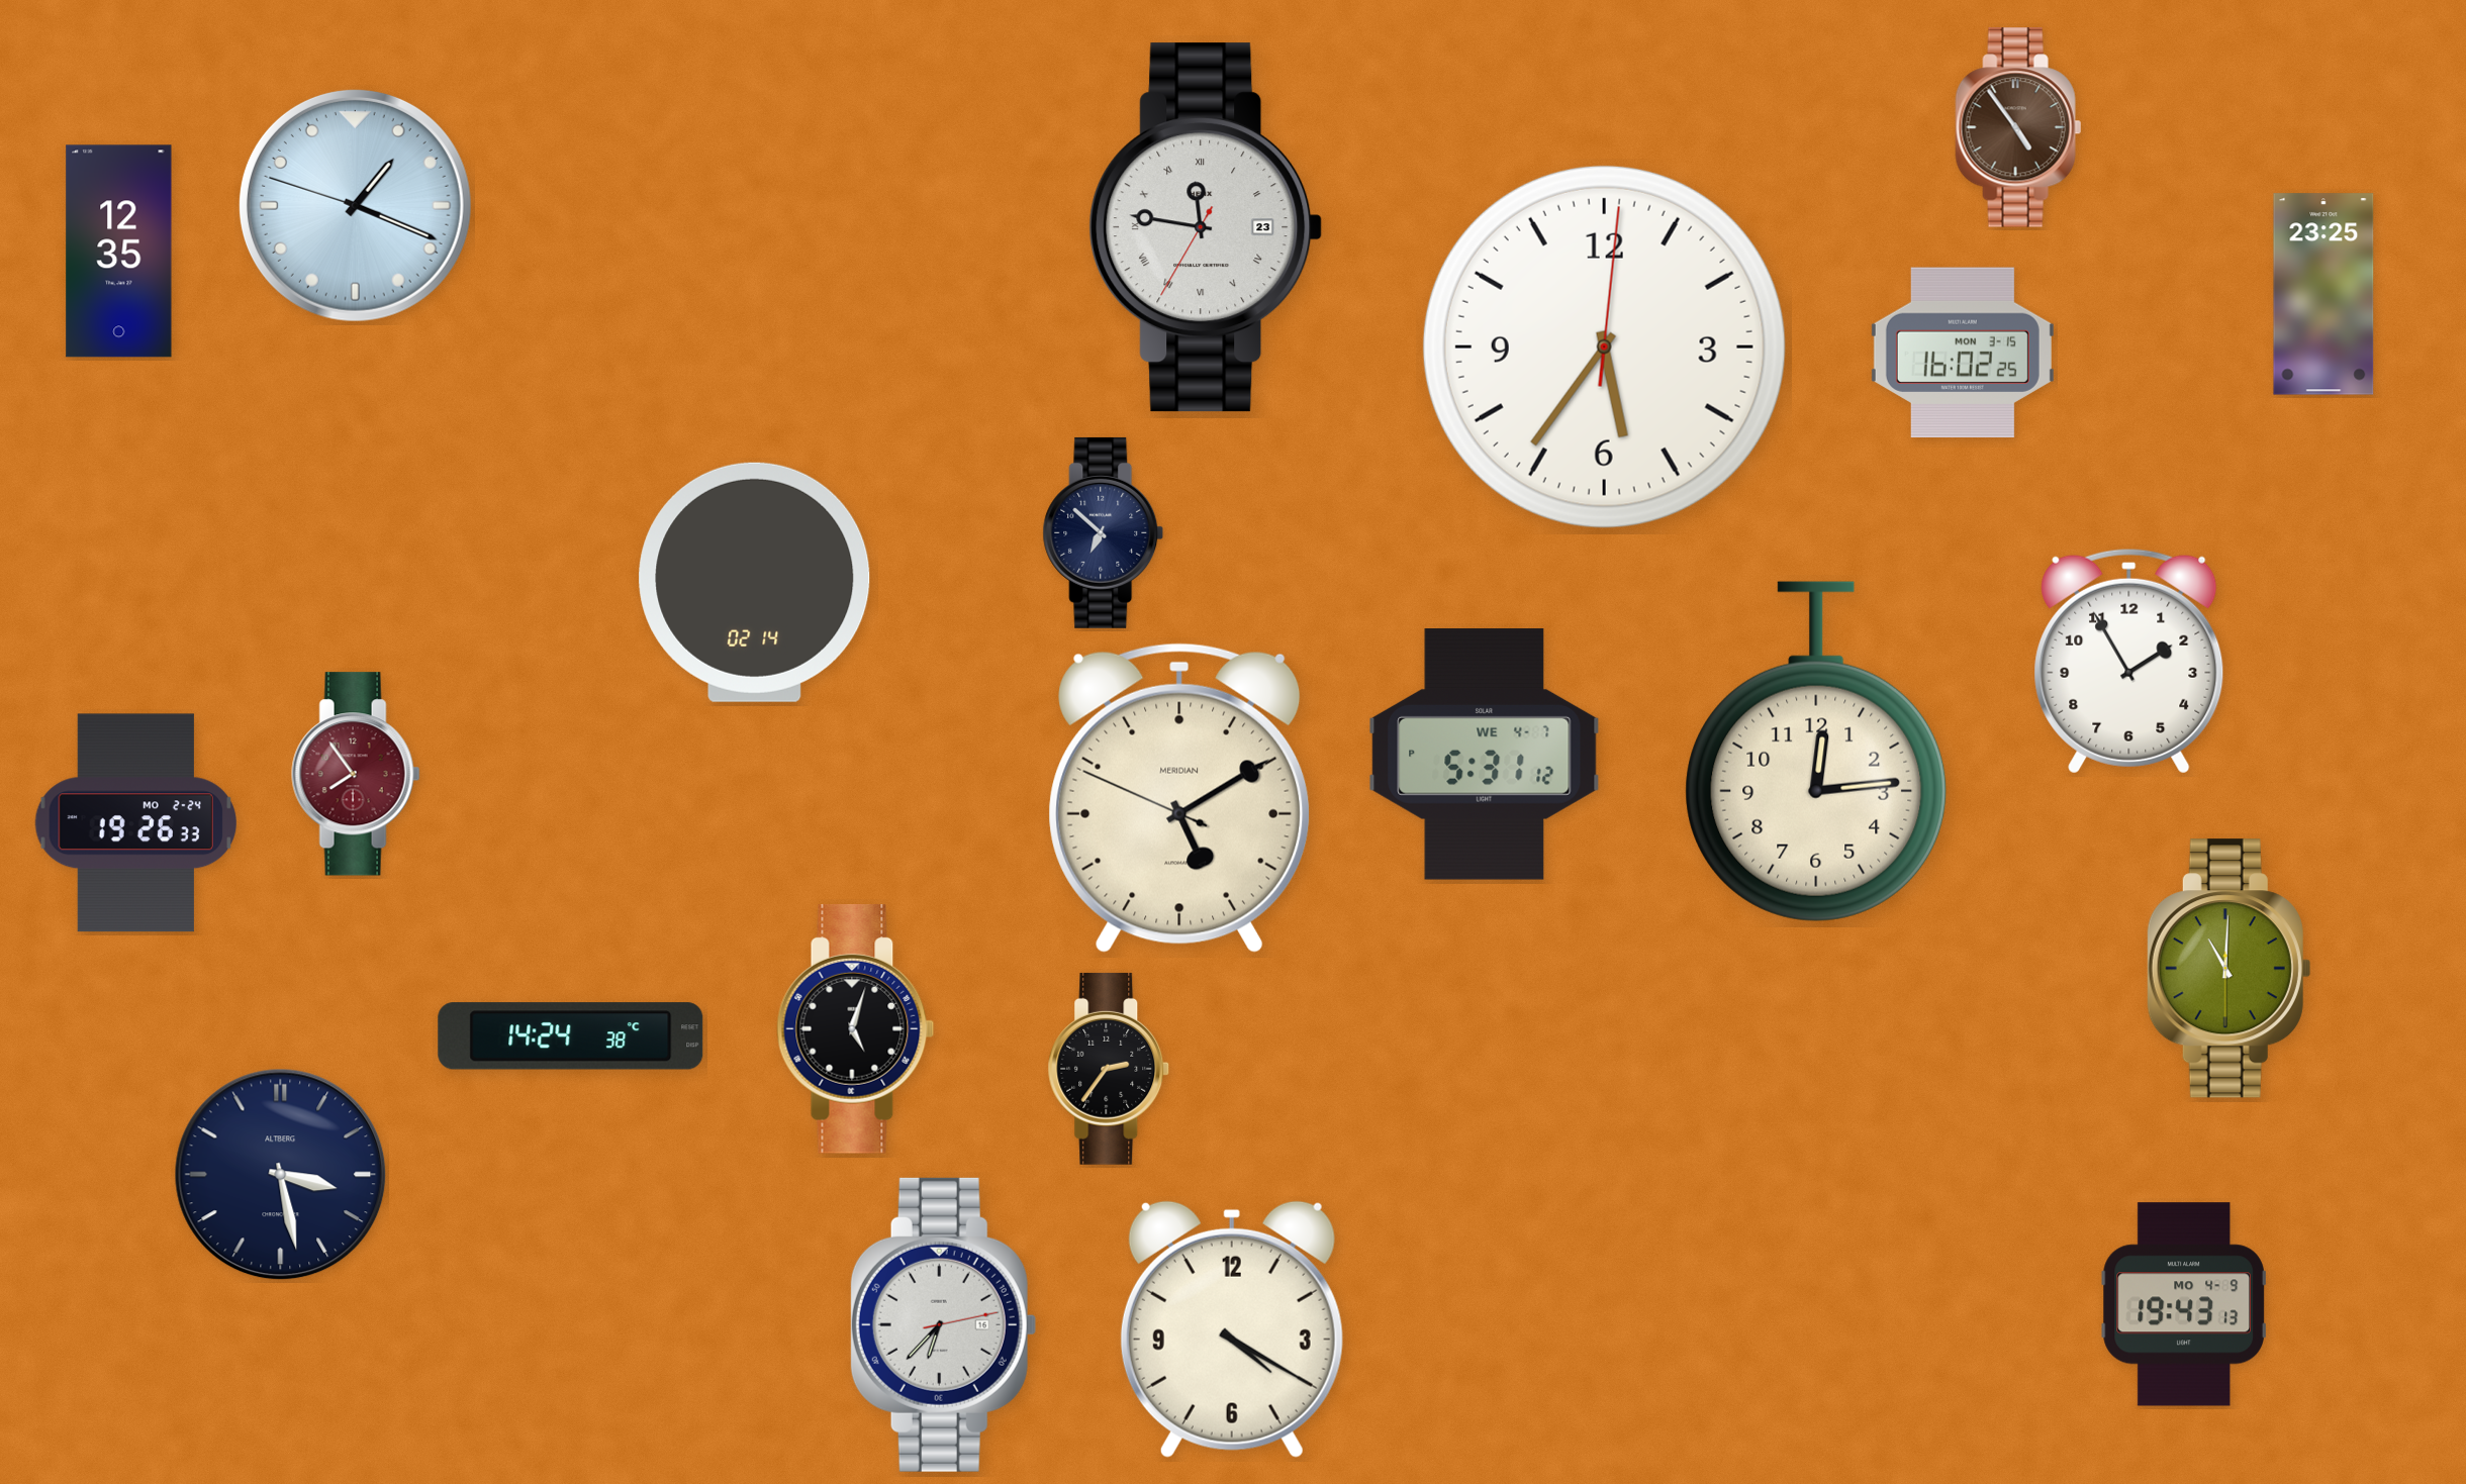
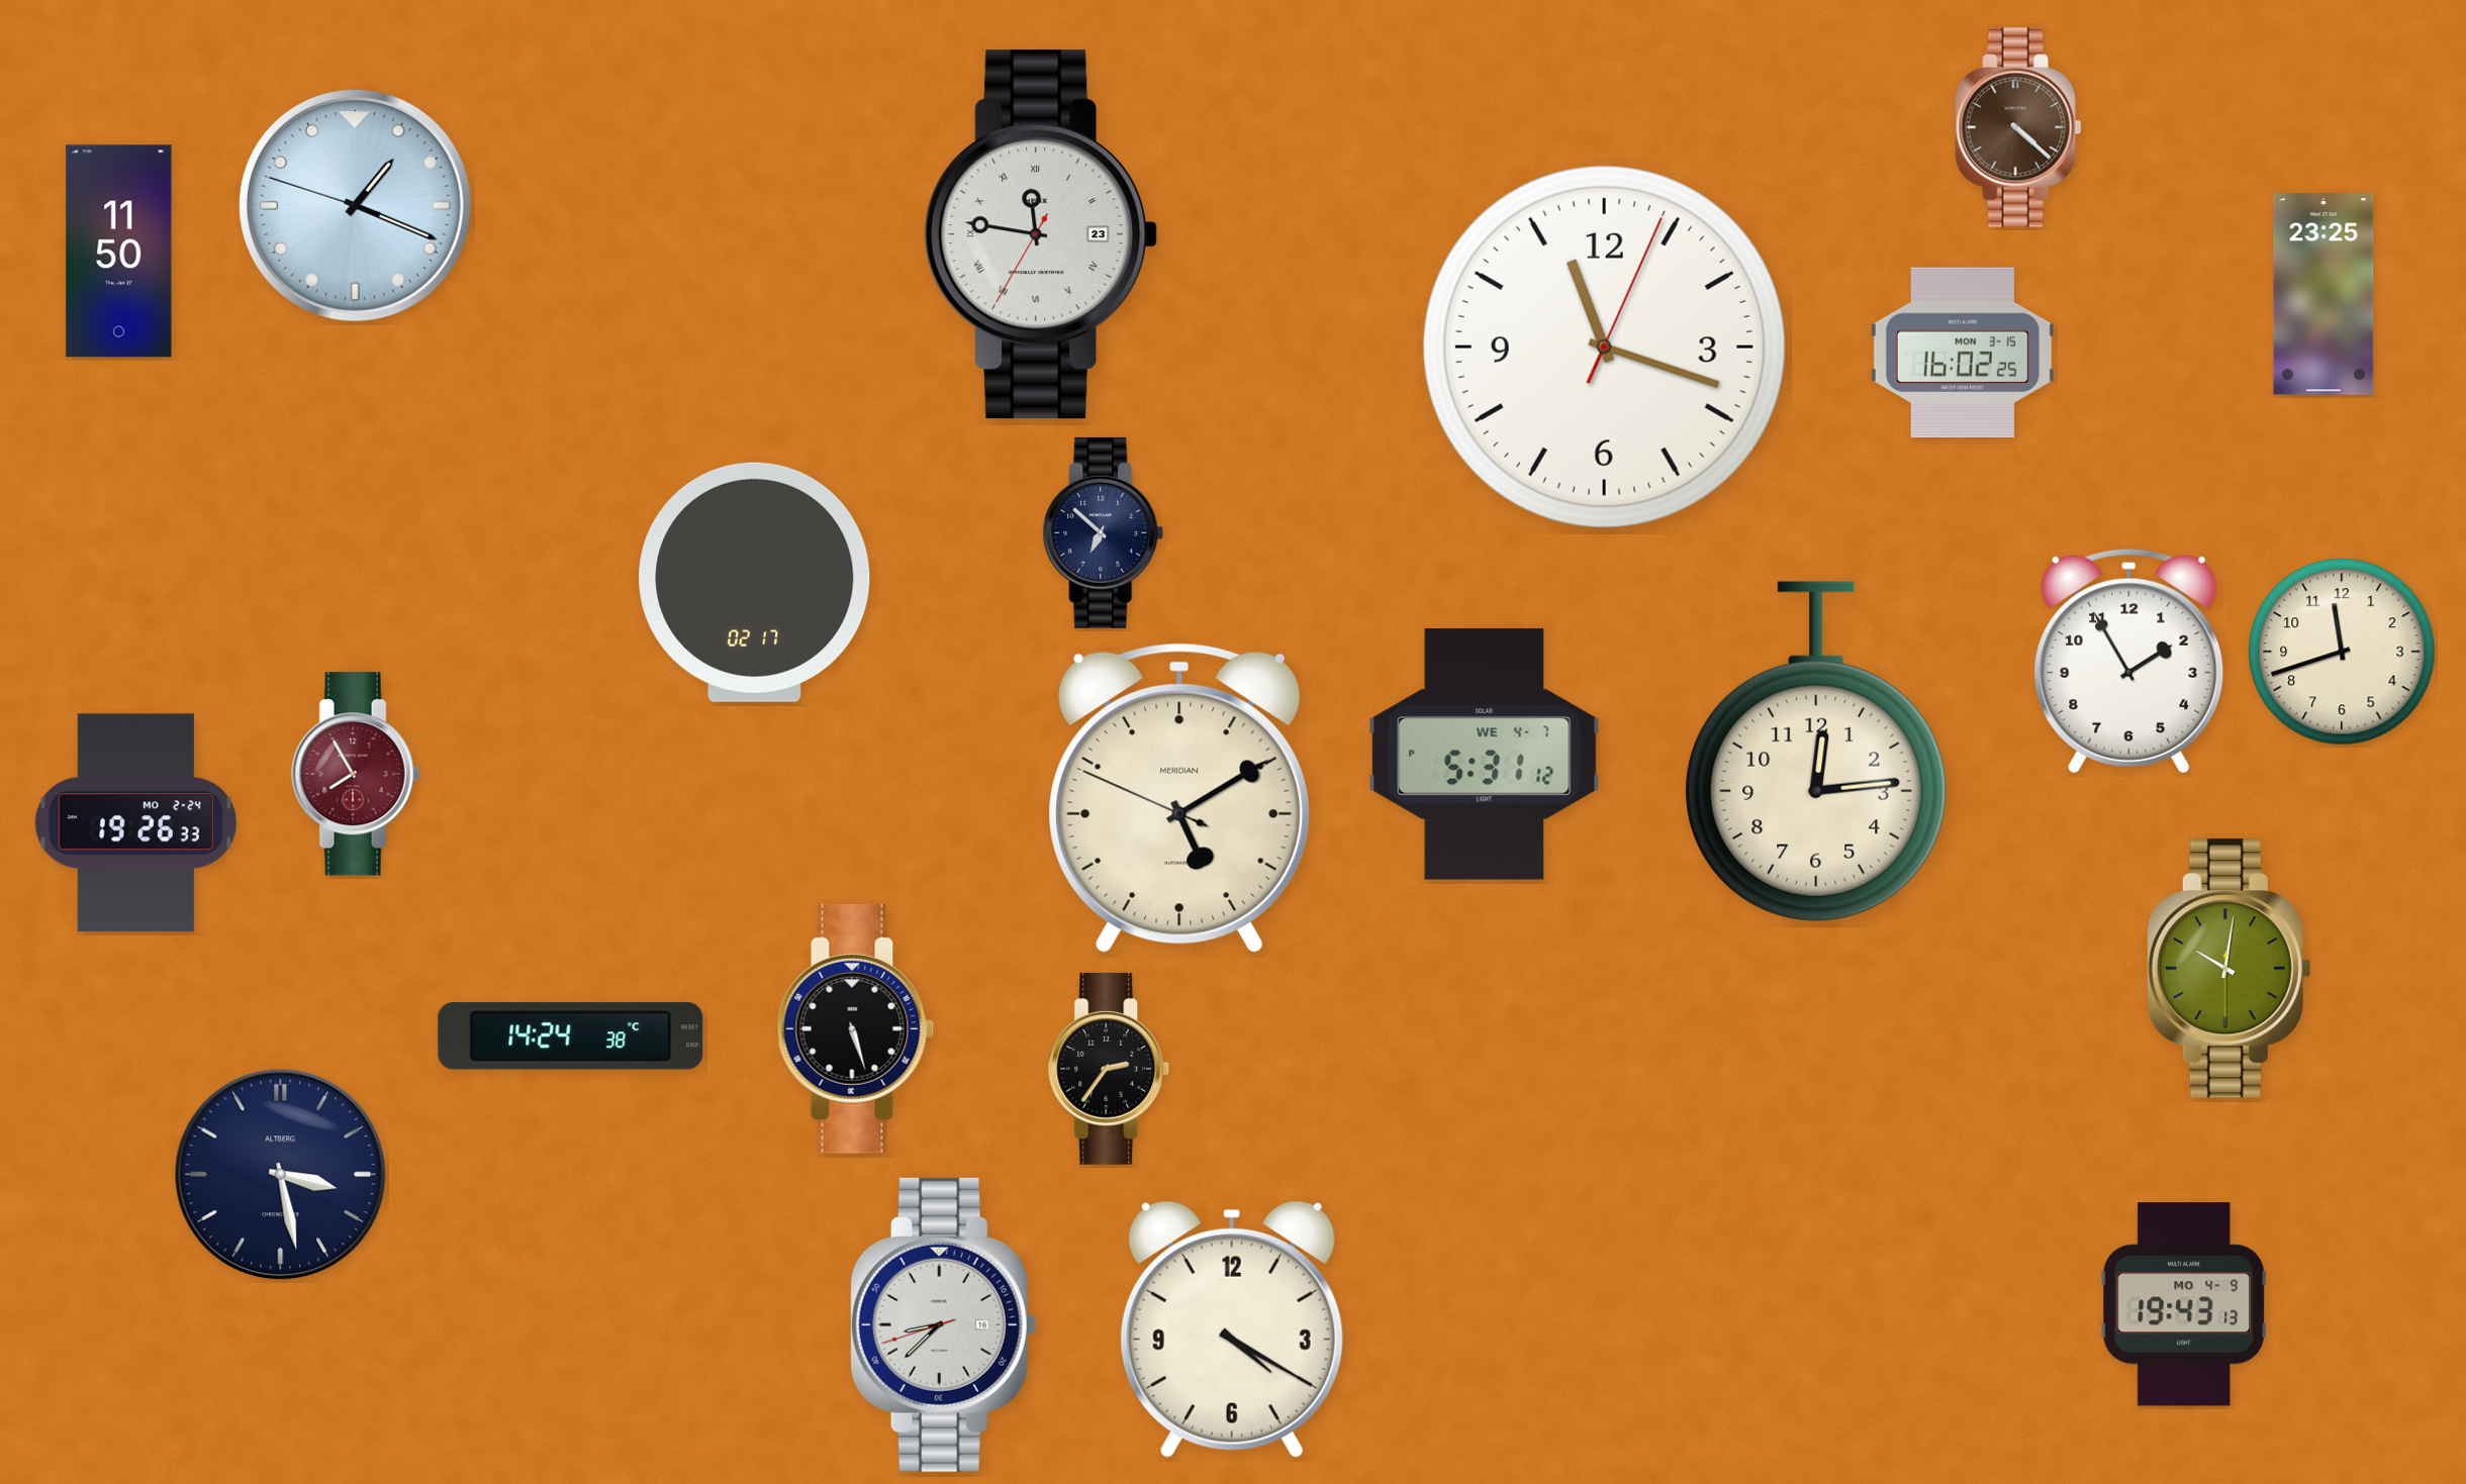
clock at (2018, 127): 4:54 -> 4:22
clock at (1206, 227) position: (1206, 227) -> (1041, 234)
clock at (119, 252): 12:35 -> 11:50
clock at (1604, 347): 5:36 -> 11:18
clock at (755, 582): 02:14 -> 02:17
clock at (2342, 652): none -> 11:42
clock at (356, 774): 7:54 -> 7:55
clock at (2228, 969): 11:00 -> 10:01
clock at (856, 1028): 5:03 -> 5:27
clock at (943, 1324): 6:37 -> 8:37
